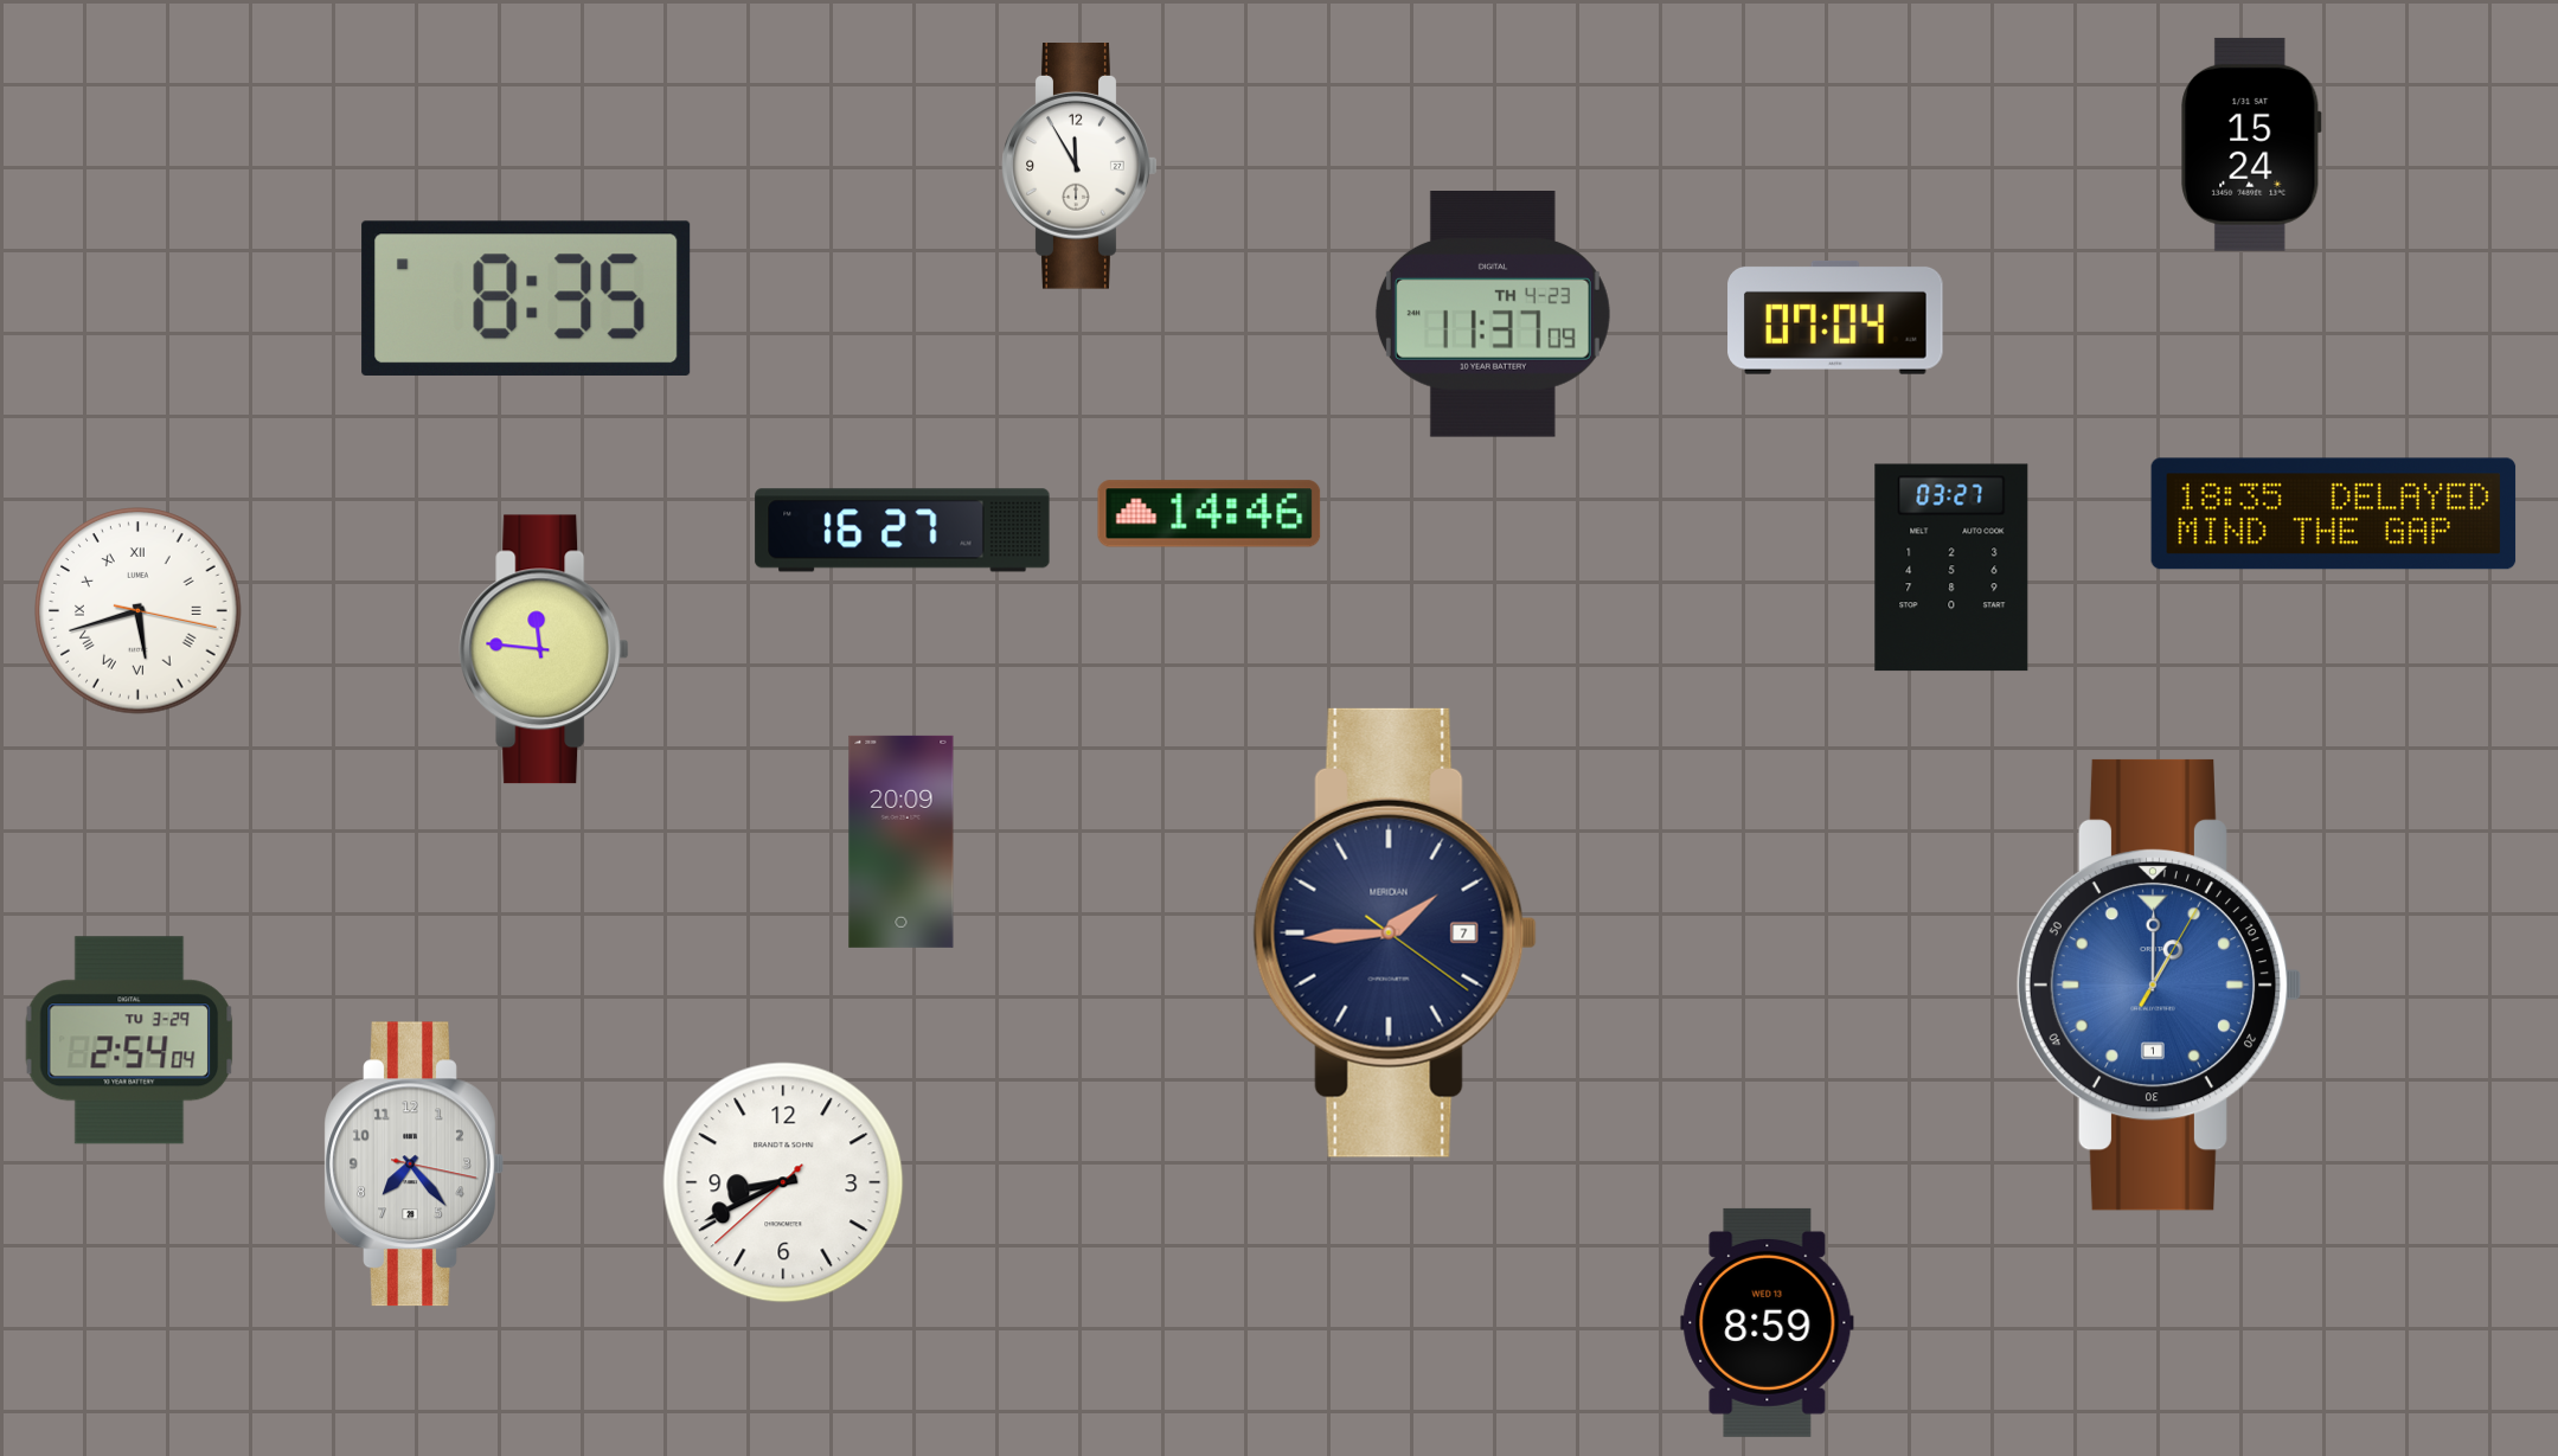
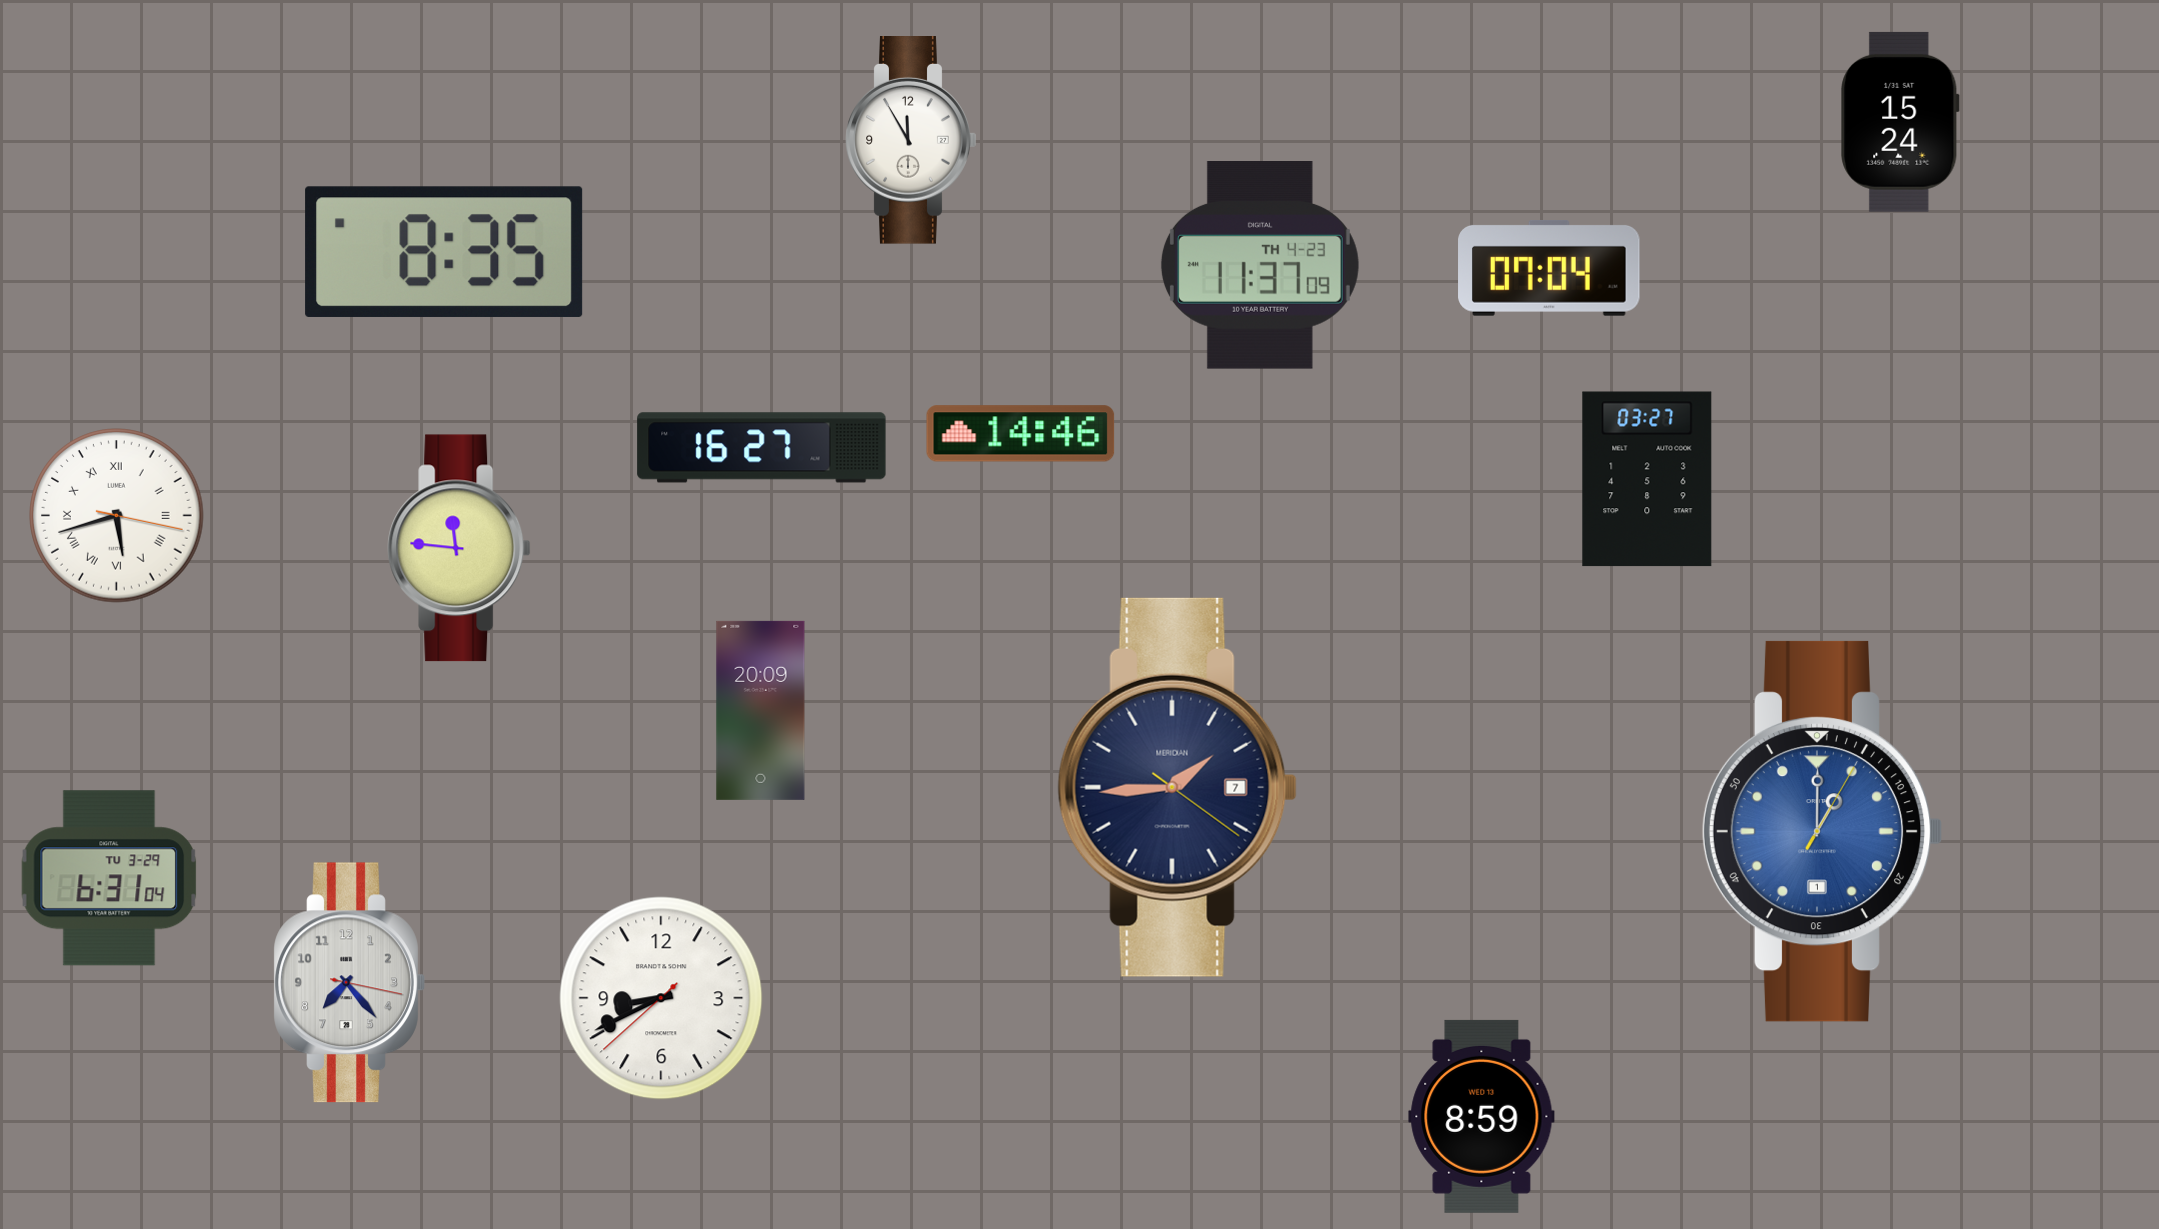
clock at (2334, 514): 18:35 -> none
clock at (129, 1040): 2:54 -> 6:31
clock at (1768, 1322) position: (1768, 1322) -> (1482, 1116)
